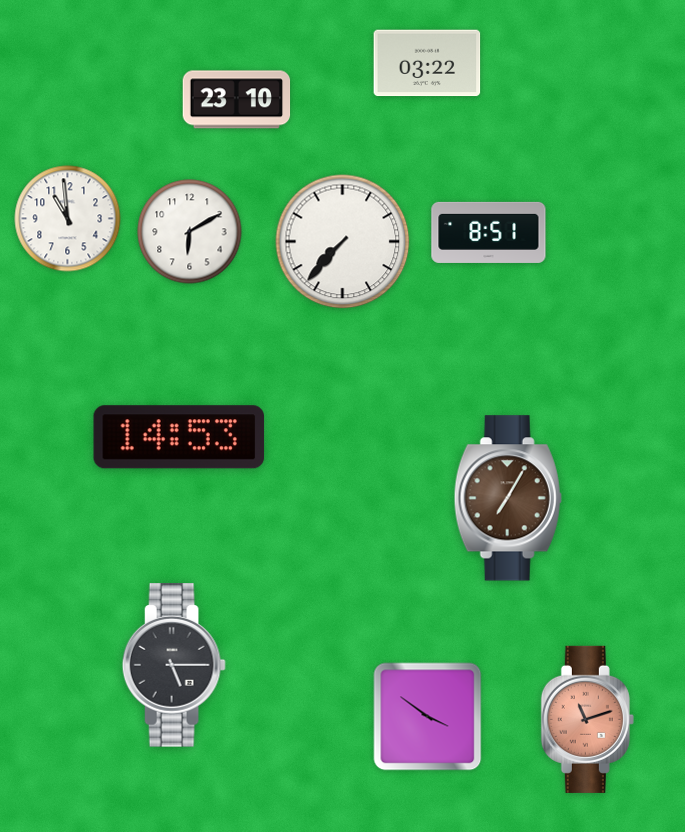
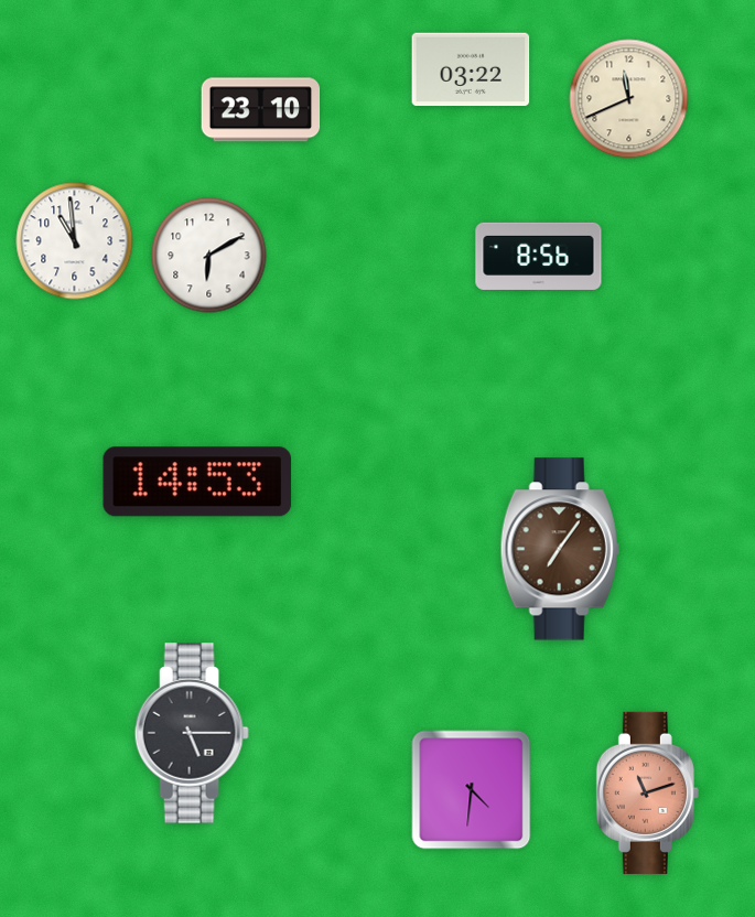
clock at (629, 99): none -> 11:41
clock at (489, 232): 8:51 -> 8:56
clock at (343, 242): 7:37 -> none
clock at (508, 498): 7:05 -> 7:06
clock at (428, 717): 3:51 -> 4:31
